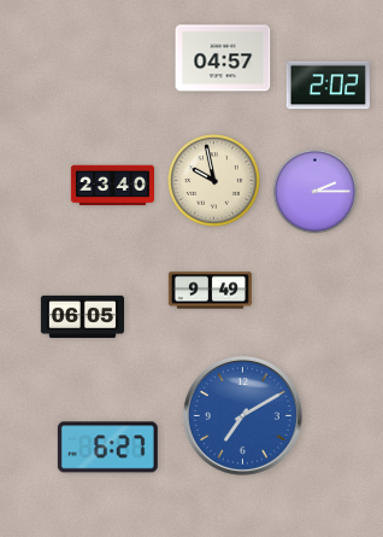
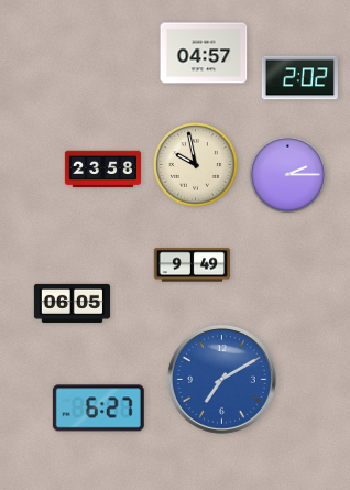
clock at (112, 186): 23:40 -> 23:58
clock at (82, 316) position: (82, 316) -> (72, 303)
